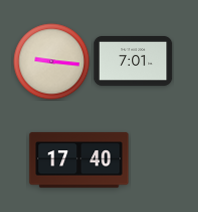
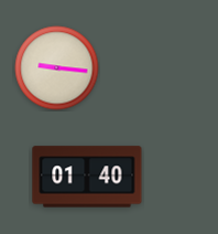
clock at (133, 61): 7:01 -> none
clock at (79, 160): 17:40 -> 01:40
